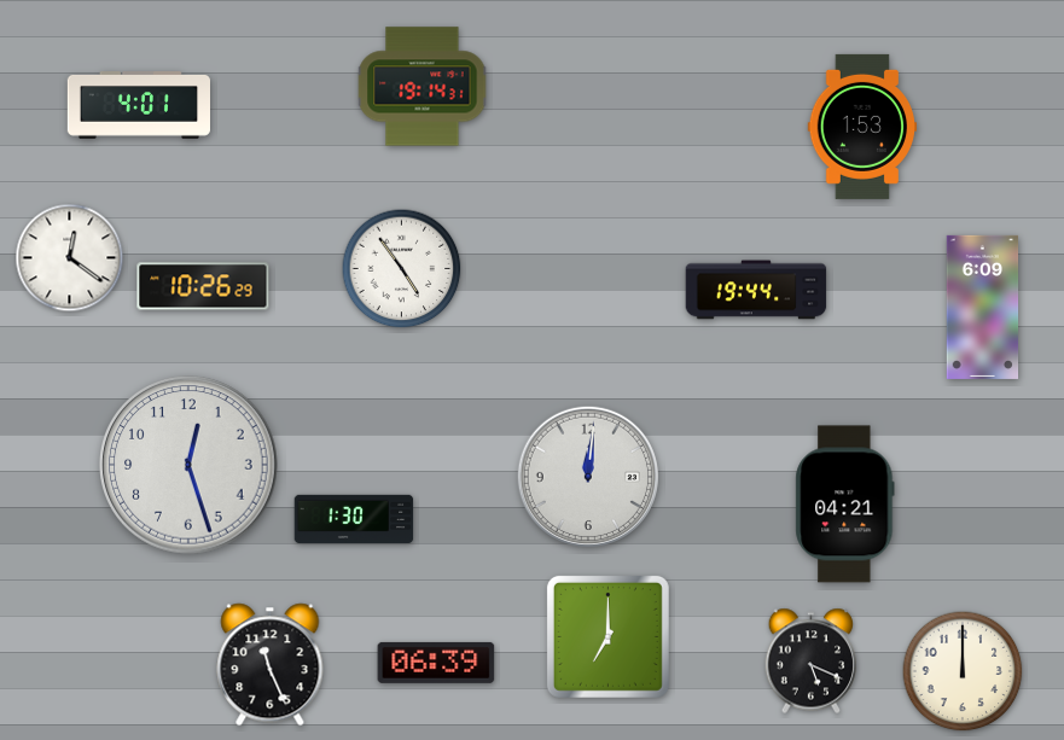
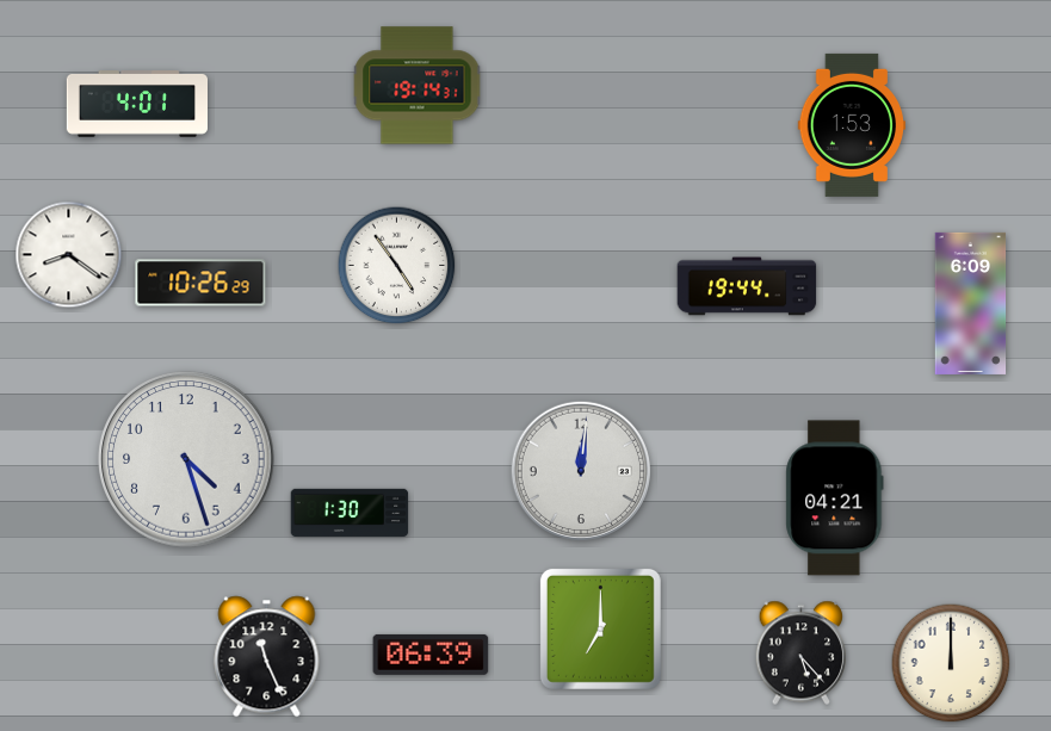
clock at (70, 258): 12:21 -> 8:21
clock at (188, 465): 12:27 -> 4:27
clock at (812, 662): 5:19 -> 5:23
